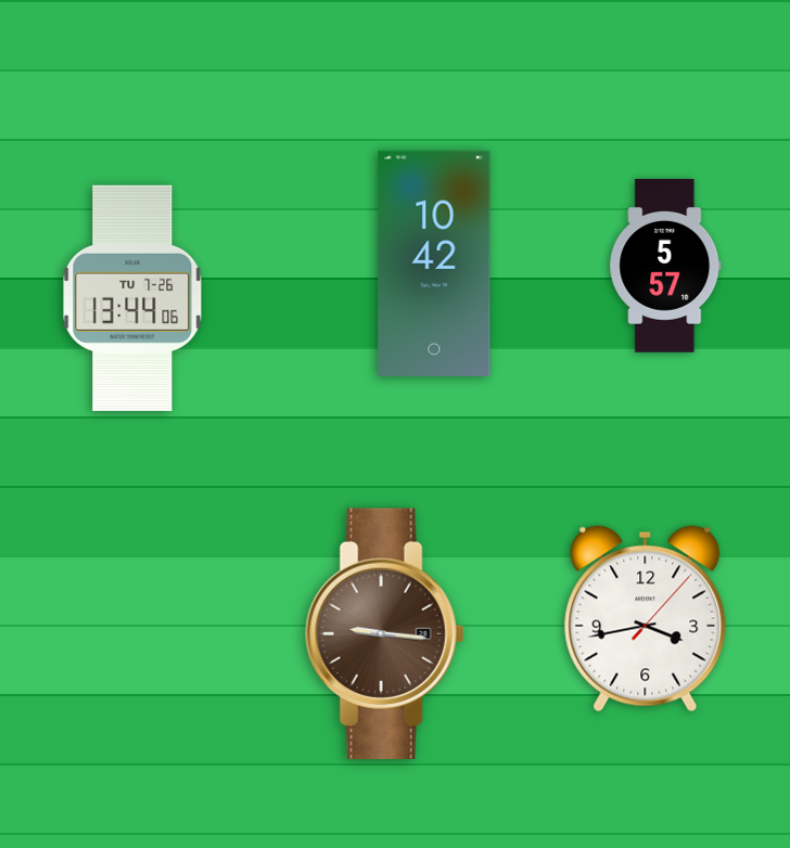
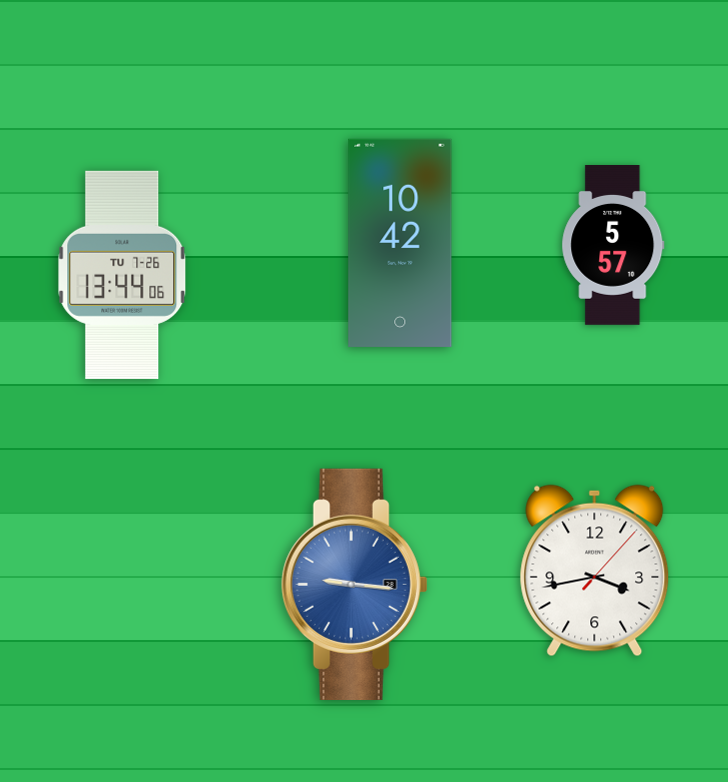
clock at (385, 633) dial: brown -> blue
